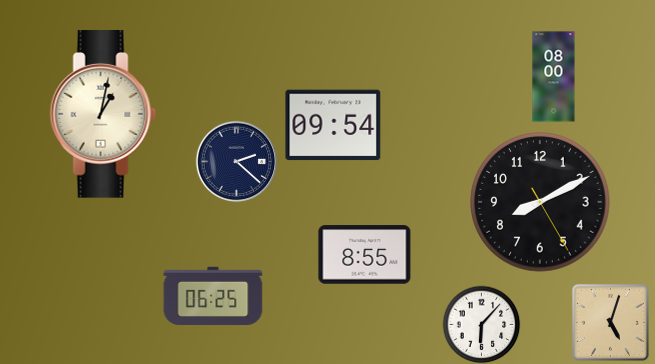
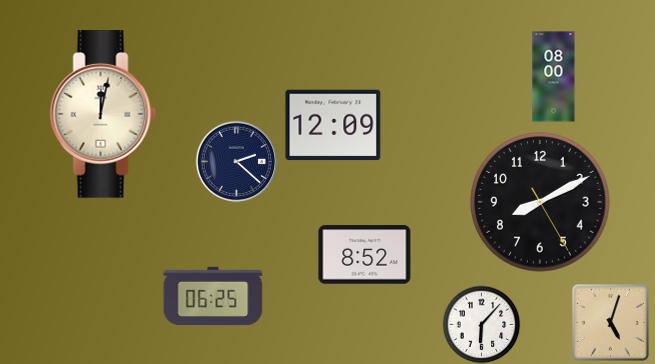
clock at (103, 115): 1:02 -> 12:02
clock at (333, 125): 09:54 -> 12:09
clock at (365, 255): 8:55 -> 8:52
